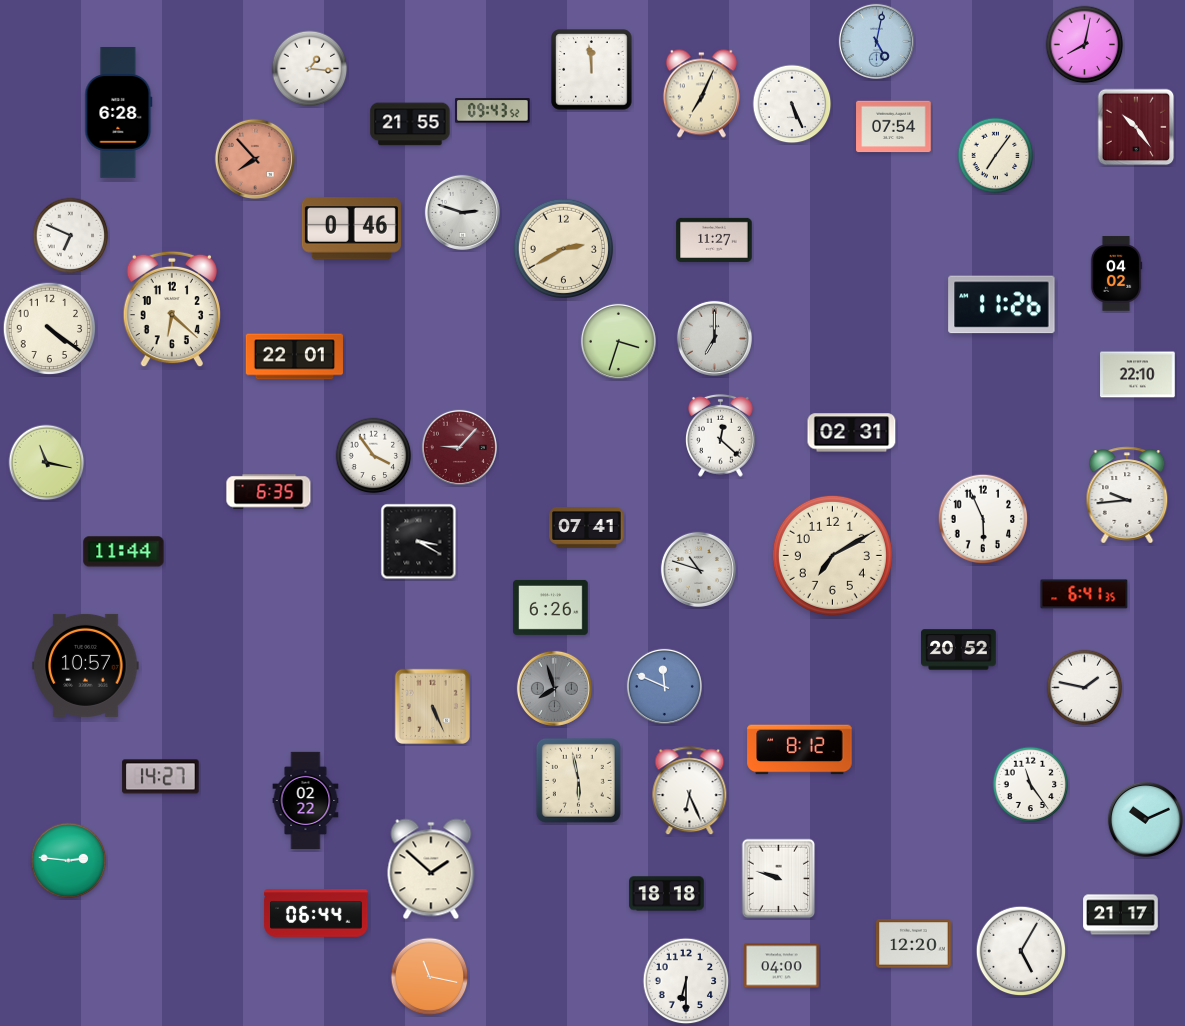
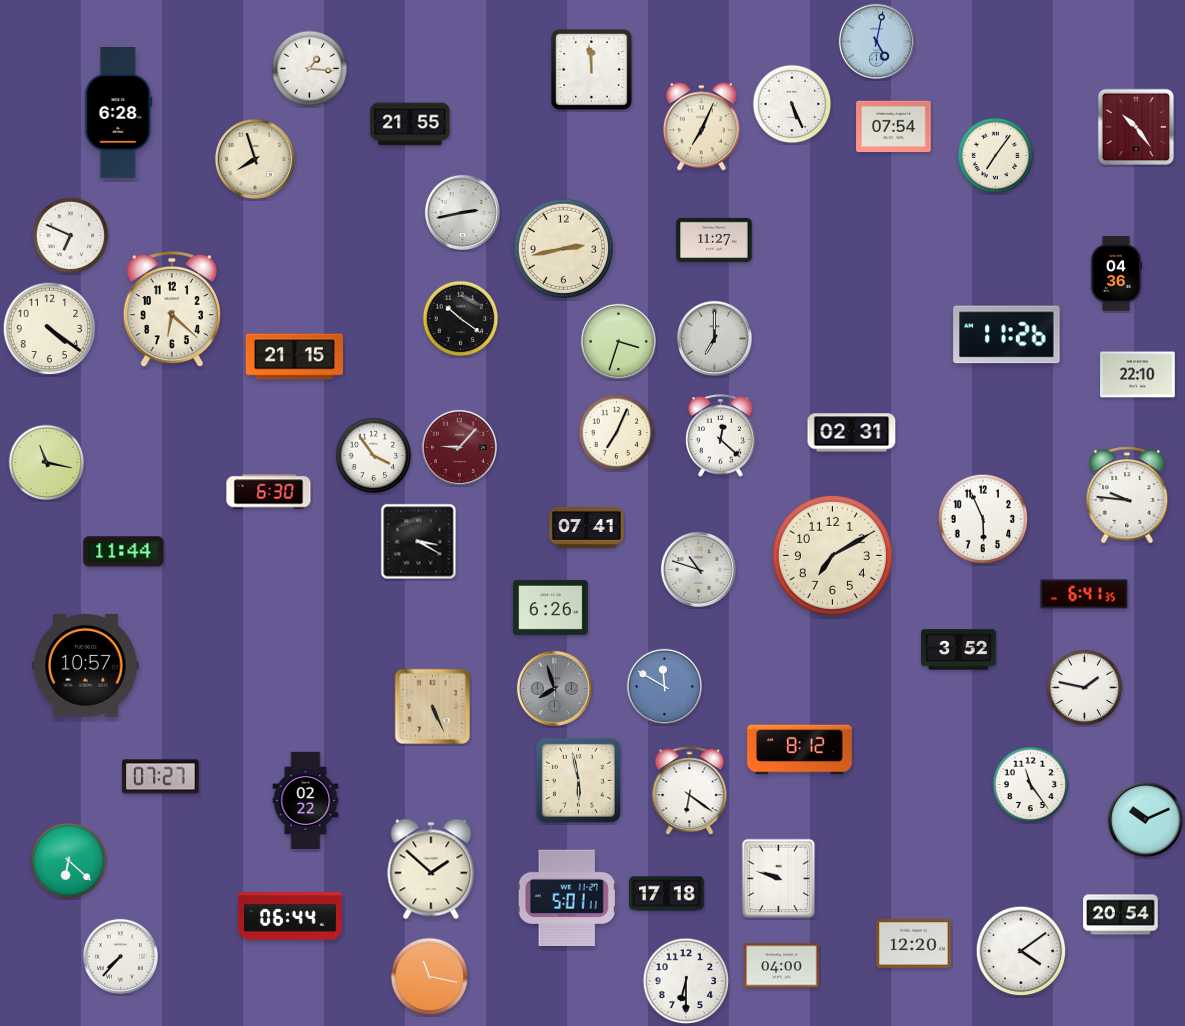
clock at (1085, 45): 8:02 -> none
clock at (701, 94) position: (701, 94) -> (701, 127)
clock at (493, 111): 09:43 -> none
clock at (255, 159): 7:53 -> 7:57
clock at (255, 159) dial: salmon -> cream
clock at (462, 212): 2:48 -> 2:43
clock at (351, 229): 0:46 -> none
clock at (563, 248): 2:40 -> 2:43
clock at (1116, 274): 04:02 -> 04:36
clock at (1002, 305) position: (1002, 305) -> (1007, 335)
clock at (461, 319): none -> 10:21
clock at (294, 357): 22:01 -> 21:15
clock at (617, 433): none -> 7:04
clock at (269, 492): 6:35 -> 6:30
clock at (1127, 495): 9:44 -> 9:46
clock at (959, 650): 20:52 -> 3:52
clock at (664, 686): 11:49 -> 11:50
clock at (161, 777): 14:27 -> 07:27
clock at (690, 791): 6:26 -> 6:21
clock at (69, 861): 2:46 -> 6:22
clock at (667, 894): 18:18 -> 17:18
clock at (567, 897): none -> 5:01
clock at (316, 913) position: (316, 913) -> (290, 916)
clock at (1121, 915): 21:17 -> 20:54
clock at (1021, 951): 5:05 -> 4:09
clock at (120, 956): none -> 7:37
